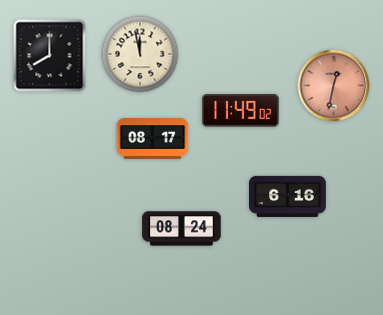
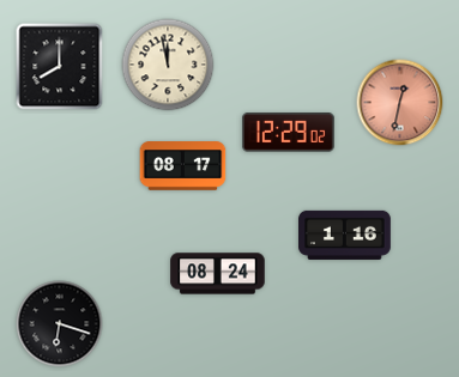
clock at (240, 111): 11:49 -> 12:29
clock at (288, 196): 6:16 -> 1:16
clock at (60, 324): none -> 6:18
